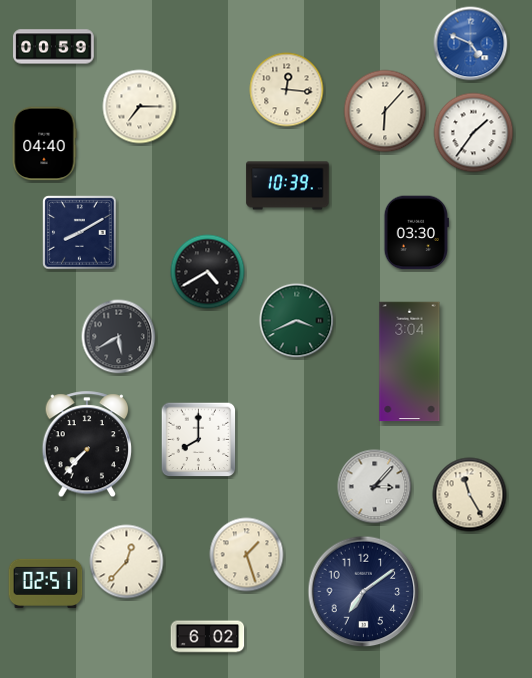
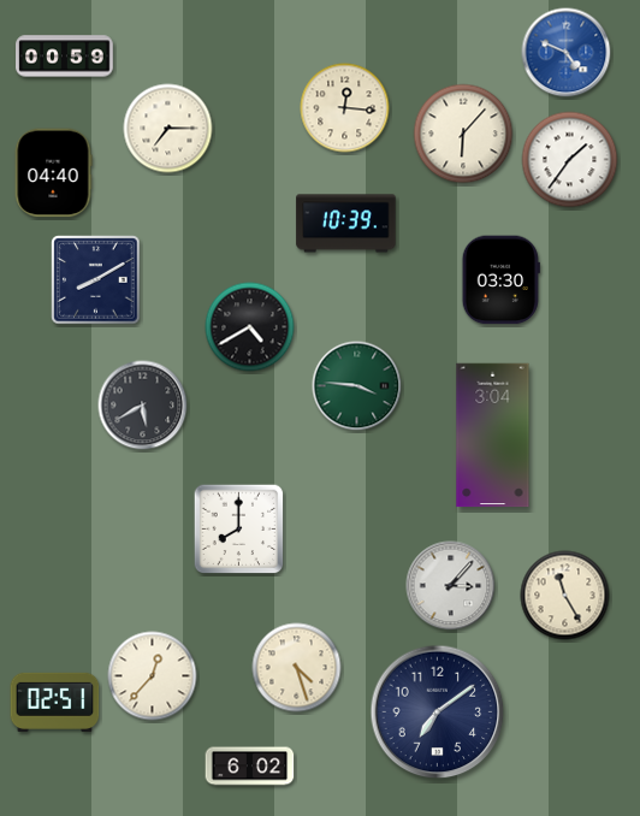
clock at (297, 321): 3:41 -> 3:46
clock at (87, 445): 7:37 -> none
clock at (247, 555): 1:27 -> 4:27
